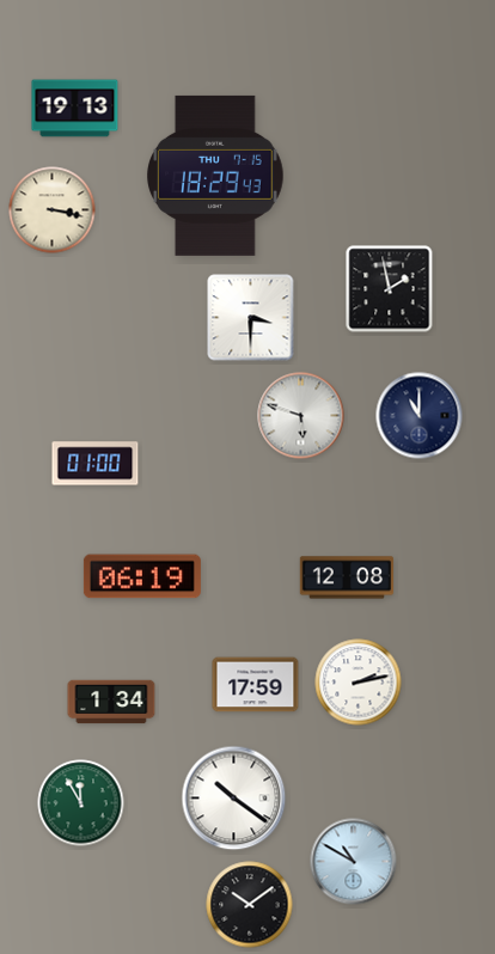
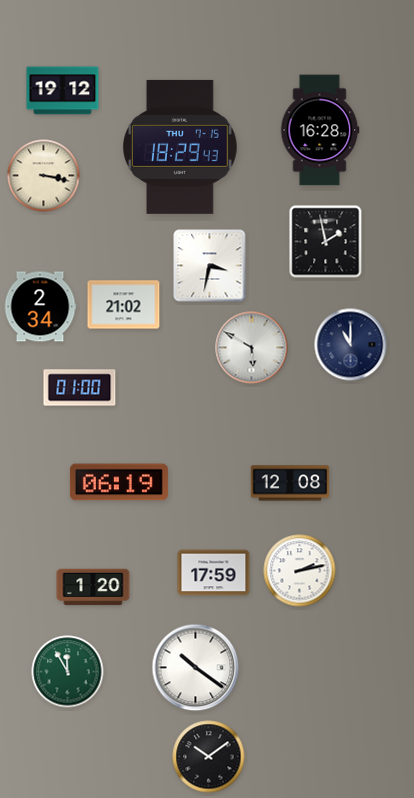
clock at (75, 109): 19:13 -> 19:12
clock at (320, 130): none -> 16:28
clock at (251, 318): 3:30 -> 3:32
clock at (124, 305): none -> 21:02
clock at (40, 307): none -> 2:34
clock at (301, 416): 5:48 -> 5:50
clock at (420, 416) position: (420, 416) -> (351, 345)
clock at (111, 702): 1:34 -> 1:20
clock at (354, 862): 10:50 -> none
